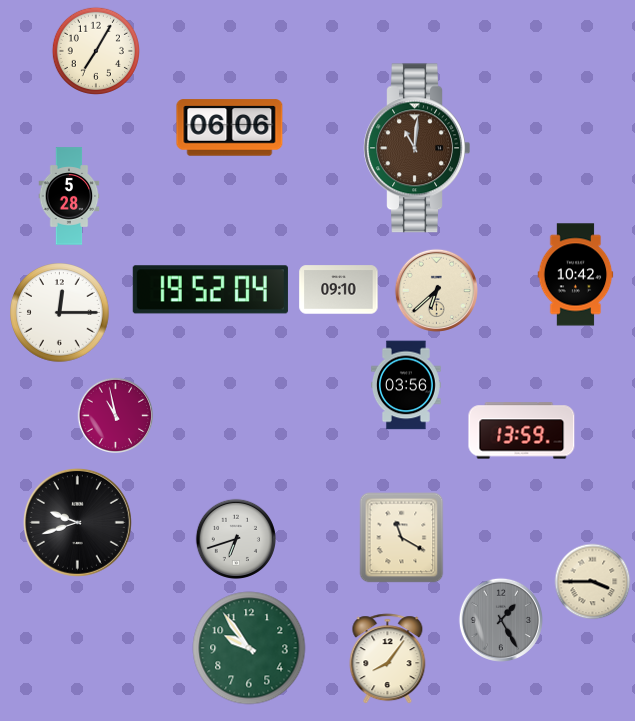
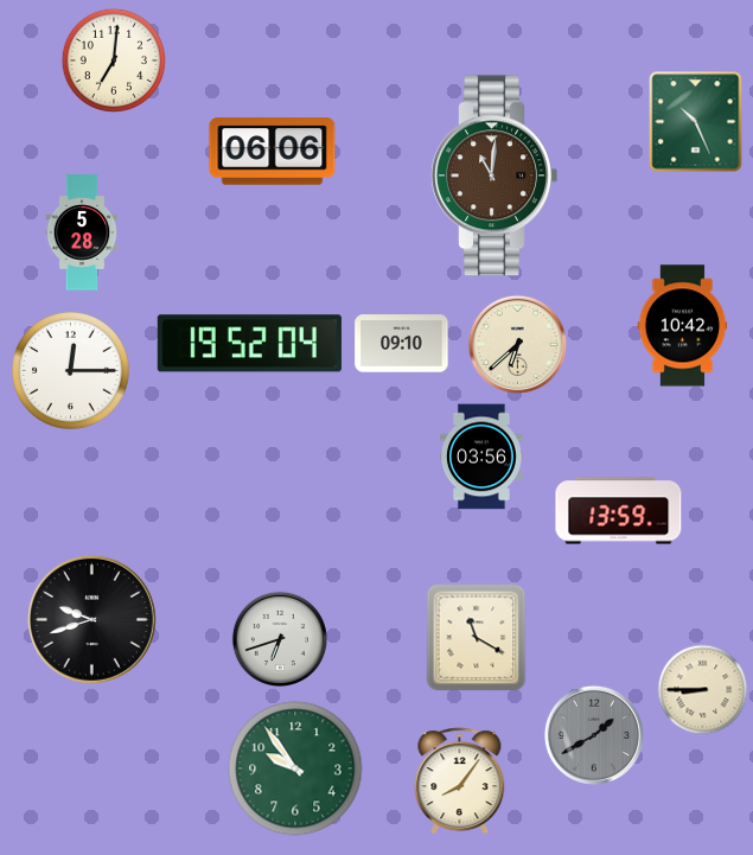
clock at (96, 51): 7:05 -> 7:01
clock at (696, 122): none -> 10:26
clock at (116, 416): 10:58 -> none
clock at (593, 582): 3:45 -> 8:45
clock at (501, 620): 1:25 -> 1:40
